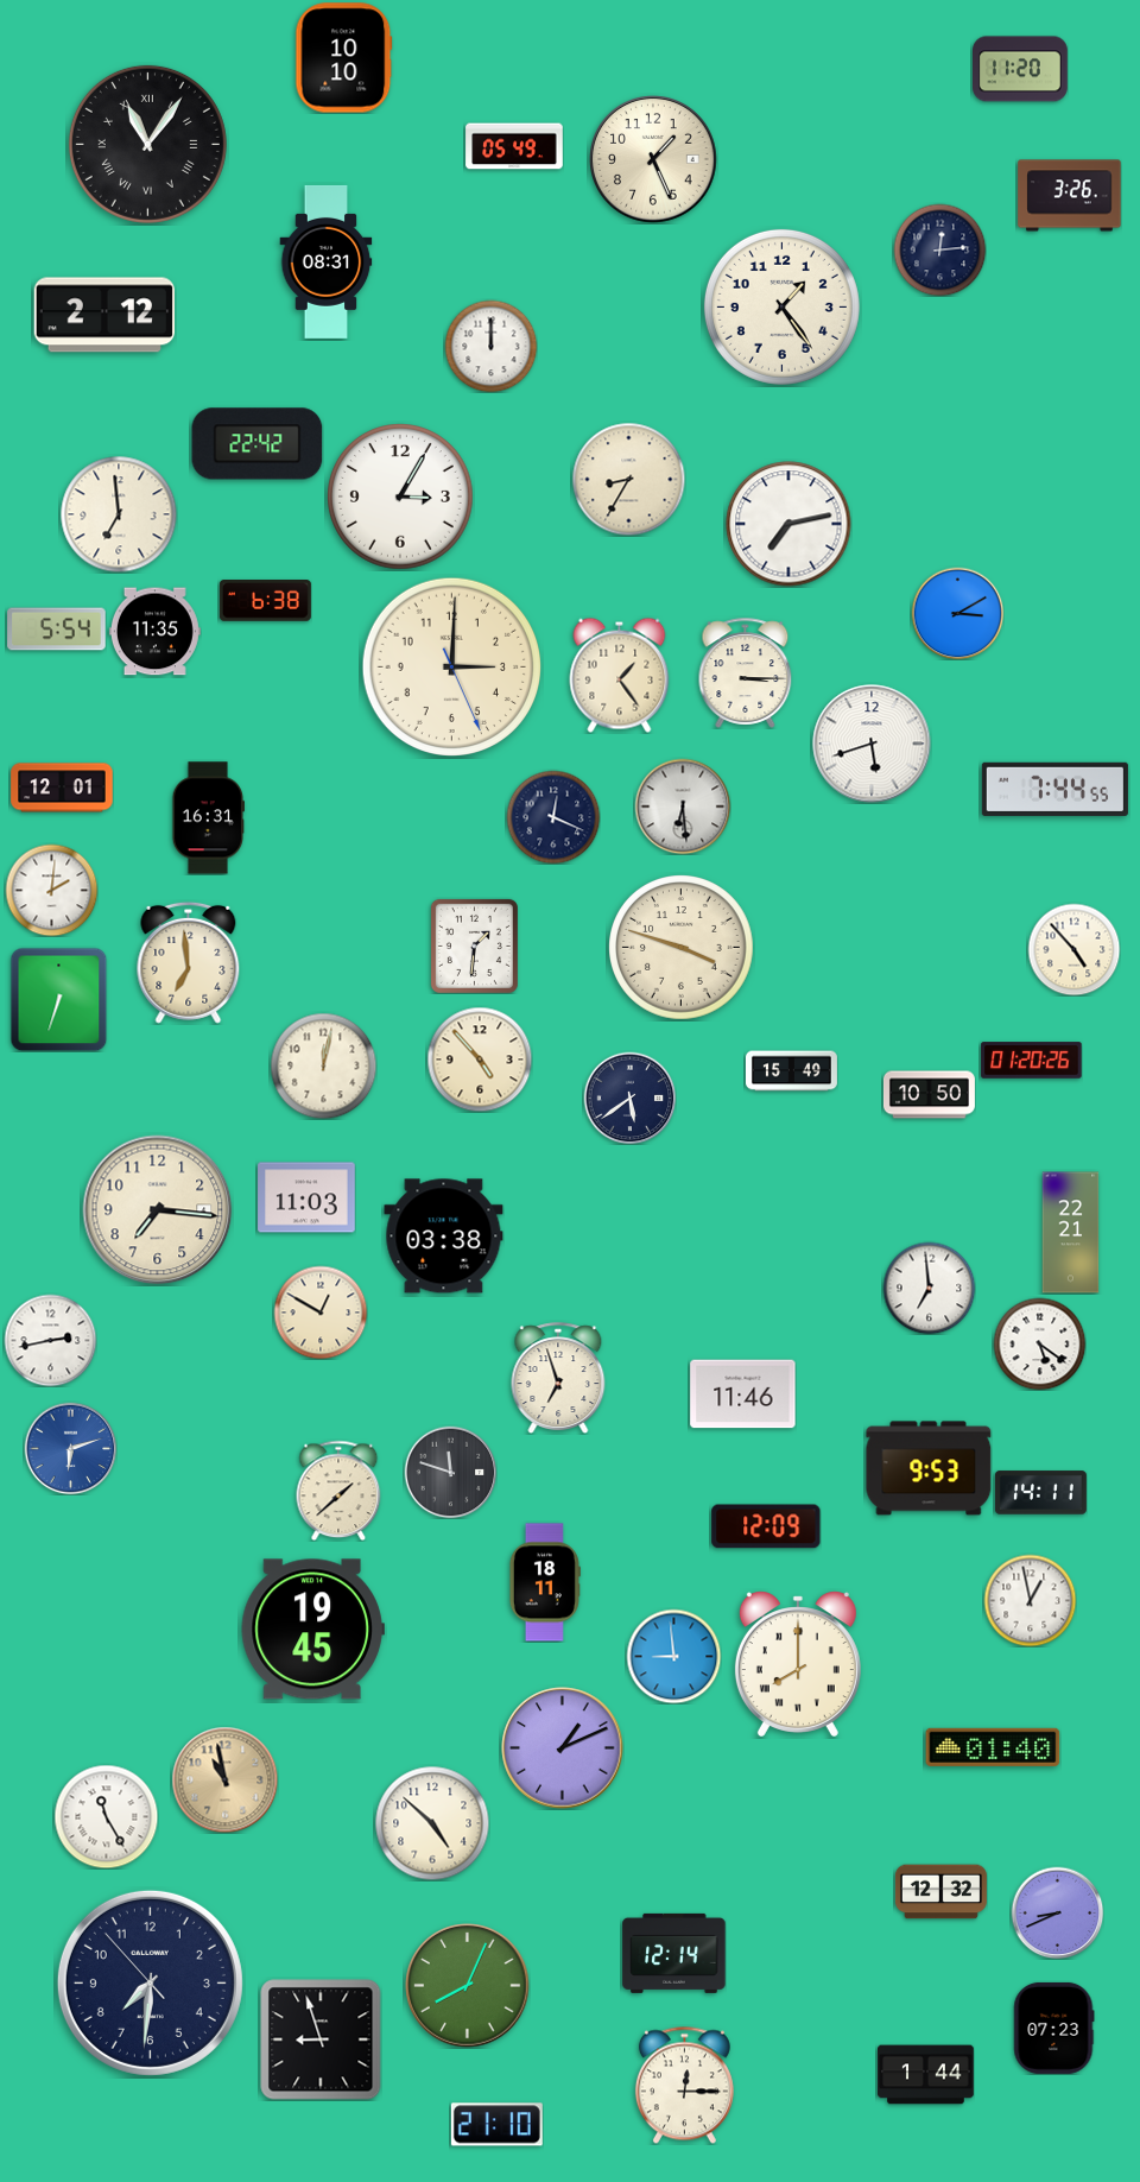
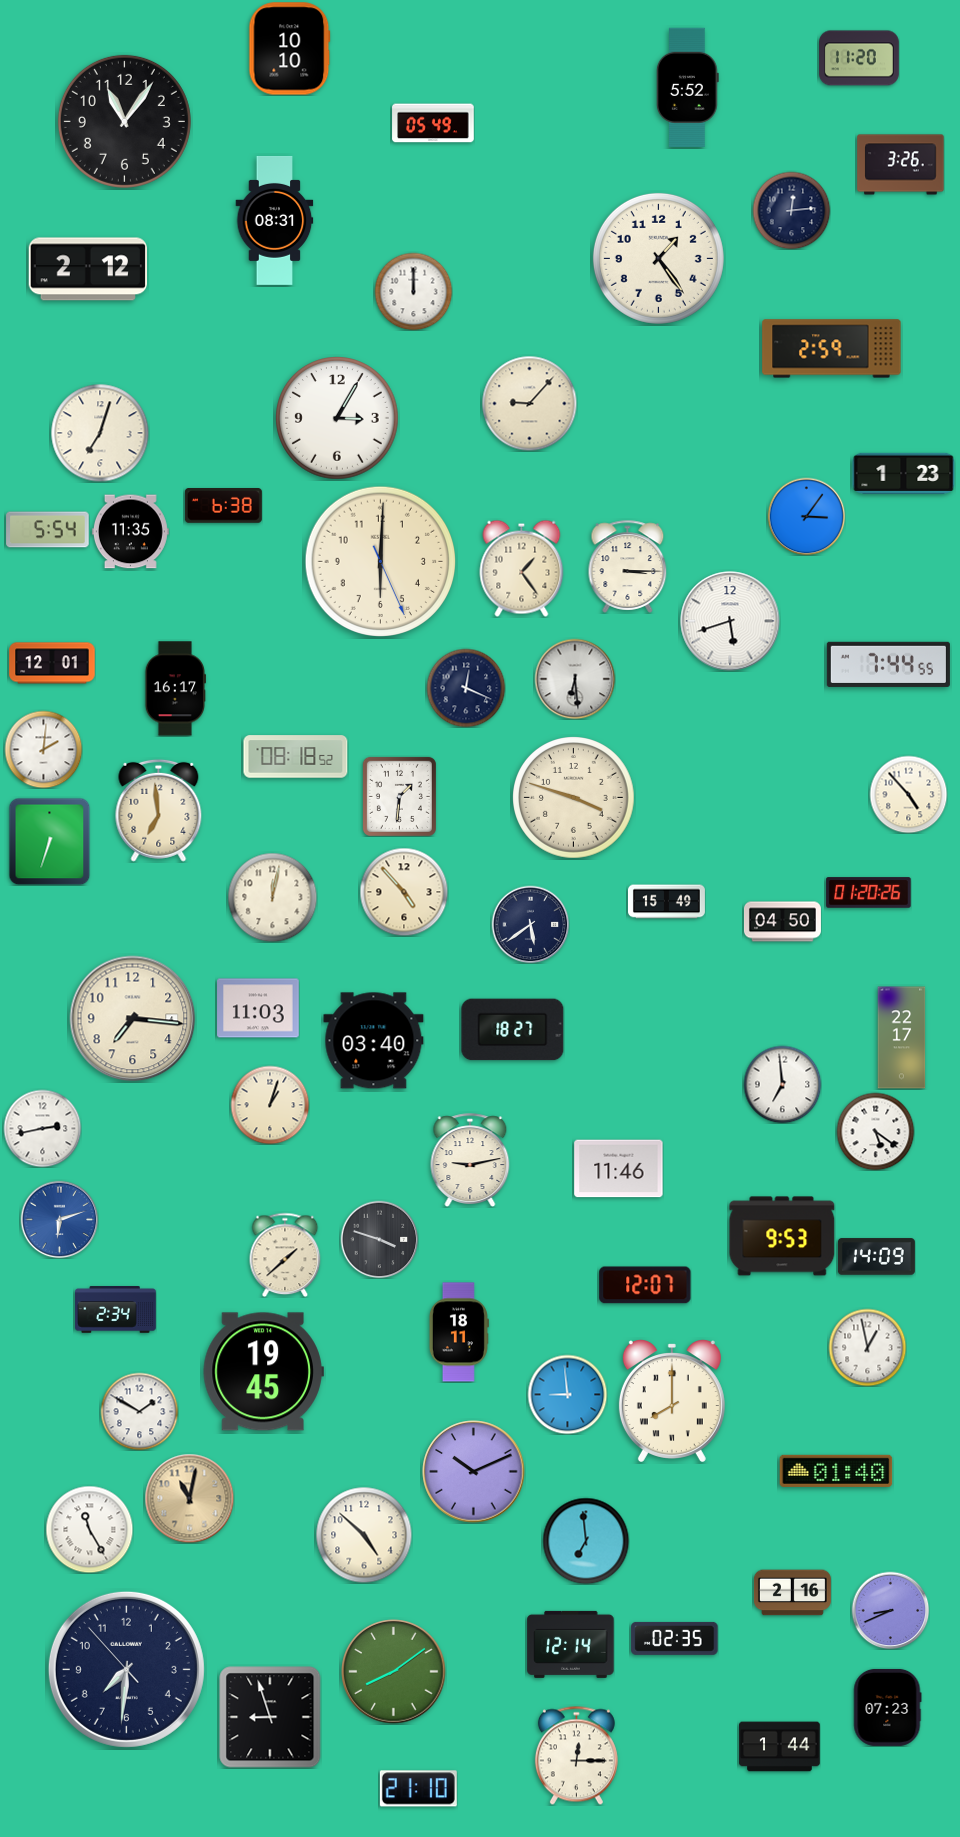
clock at (687, 87): none -> 5:52
clock at (147, 144) numerals: Roman -> Arabic
clock at (654, 160): 1:26 -> none
clock at (103, 315) position: (103, 315) -> (87, 269)
clock at (832, 349): none -> 2:59
clock at (258, 444): 22:42 -> none
clock at (628, 479): 8:35 -> 9:07
clock at (119, 514): 6:59 -> 7:03
clock at (788, 524): 7:13 -> none
clock at (904, 473): none -> 1:23
clock at (957, 613): 3:10 -> 3:06
clock at (451, 666): 3:00 -> 6:00
clock at (872, 744) position: (872, 744) -> (730, 621)
clock at (208, 818): 16:31 -> 16:17
clock at (296, 757): none -> 08:18
clock at (1073, 949) position: (1073, 949) -> (908, 794)
clock at (929, 1095): 10:50 -> 04:50
clock at (513, 1030): none -> 18:27
clock at (1071, 1233): 22:21 -> 22:17
clock at (444, 1237): 03:38 -> 03:40
clock at (321, 1313): 12:50 -> 1:03
clock at (558, 1378): 6:57 -> 9:13
clock at (743, 1394) position: (743, 1394) -> (619, 1169)
clock at (450, 1472): 11:48 -> 3:48
clock at (1040, 1493): 14:11 -> 14:09
clock at (766, 1526): 12:09 -> 12:07
clock at (116, 1310): none -> 2:34
clock at (139, 1411): none -> 1:50
clock at (563, 1748): 1:11 -> 10:11
clock at (224, 1779): 10:58 -> 11:02
clock at (586, 1541): none -> 6:59
clock at (940, 1892): 12:32 -> 2:16
clock at (675, 1638): none -> 02:35
clock at (674, 1953) position: (674, 1953) -> (571, 1644)
clock at (468, 1986): 8:04 -> 8:09
